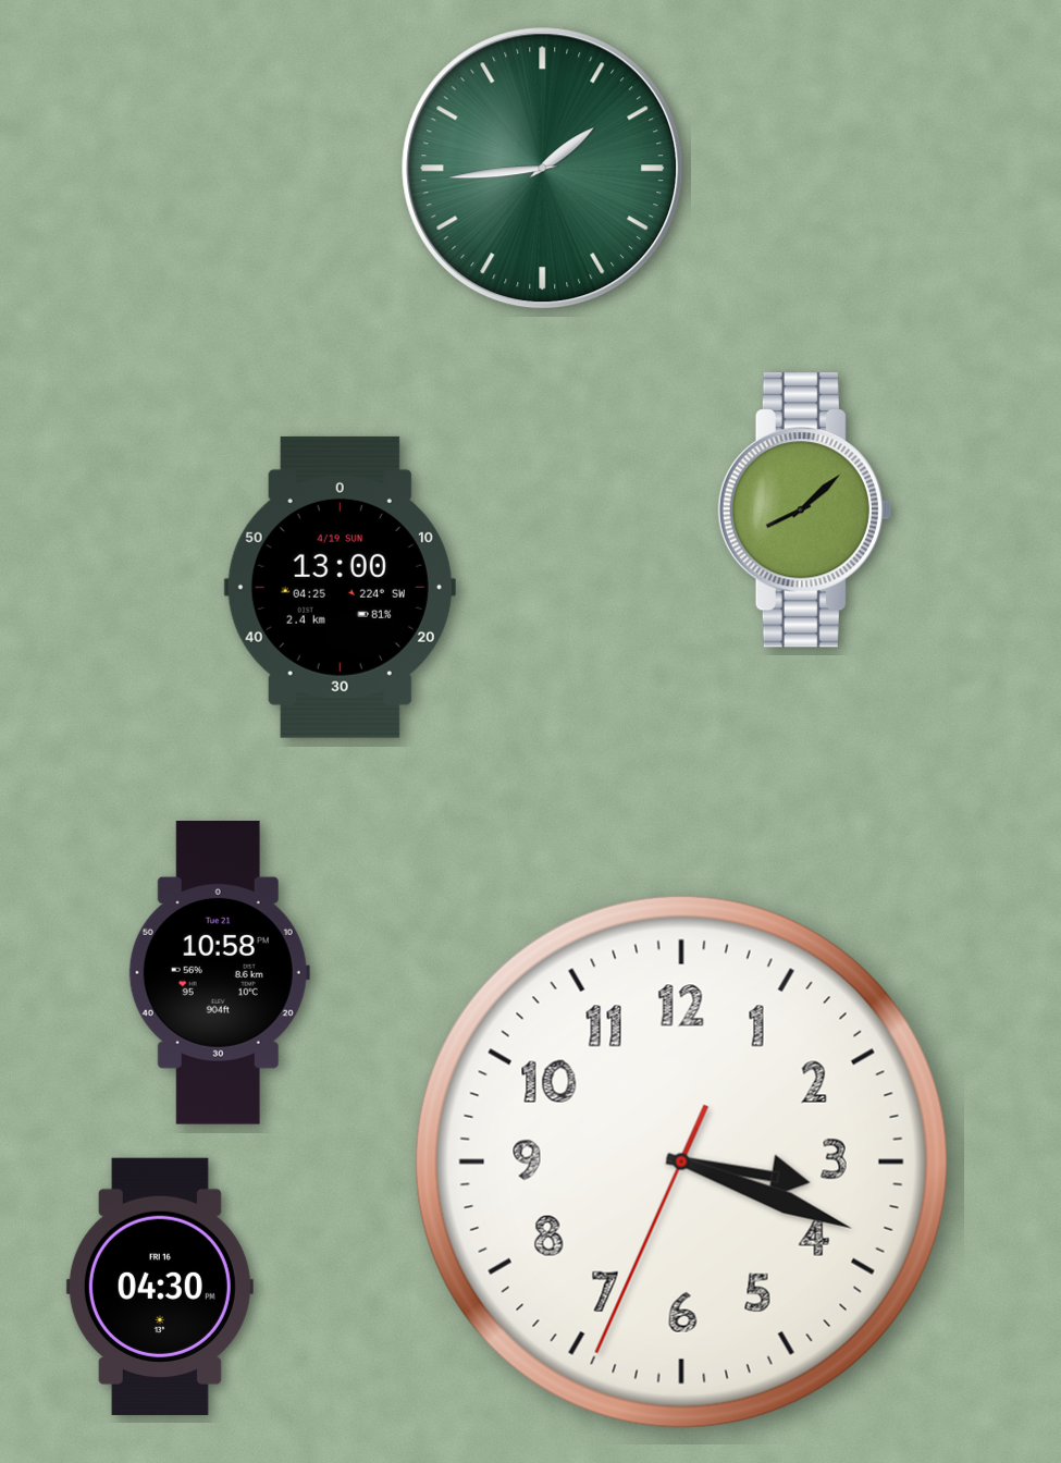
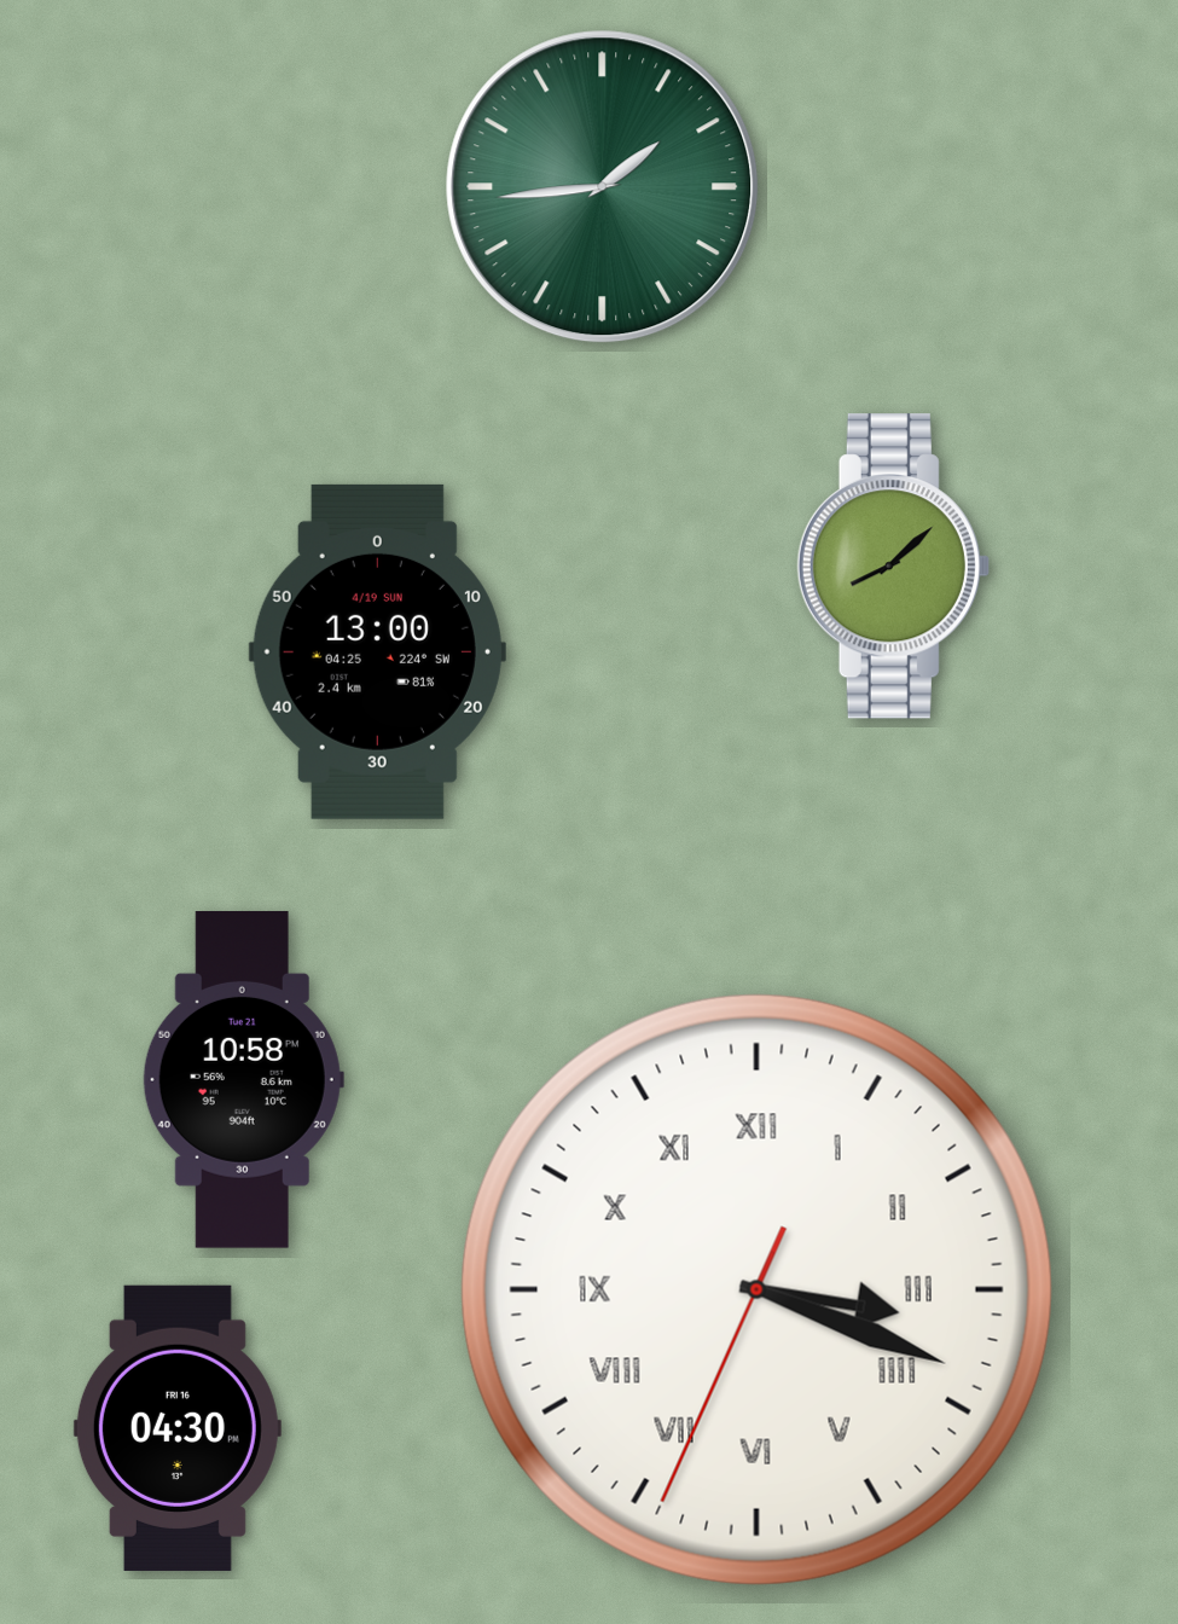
clock at (681, 1161) numerals: Arabic -> Roman
